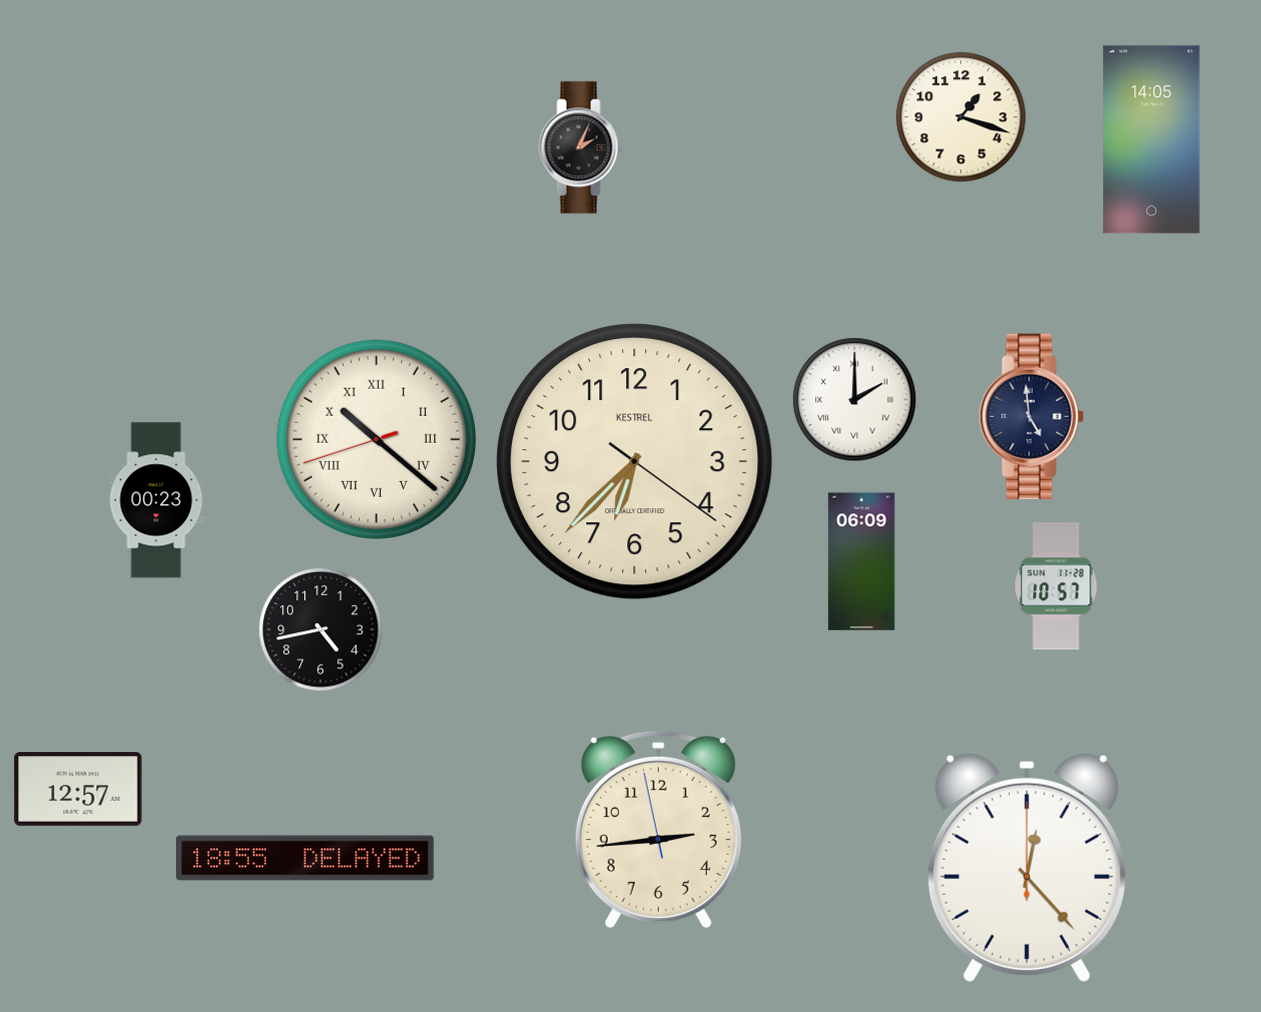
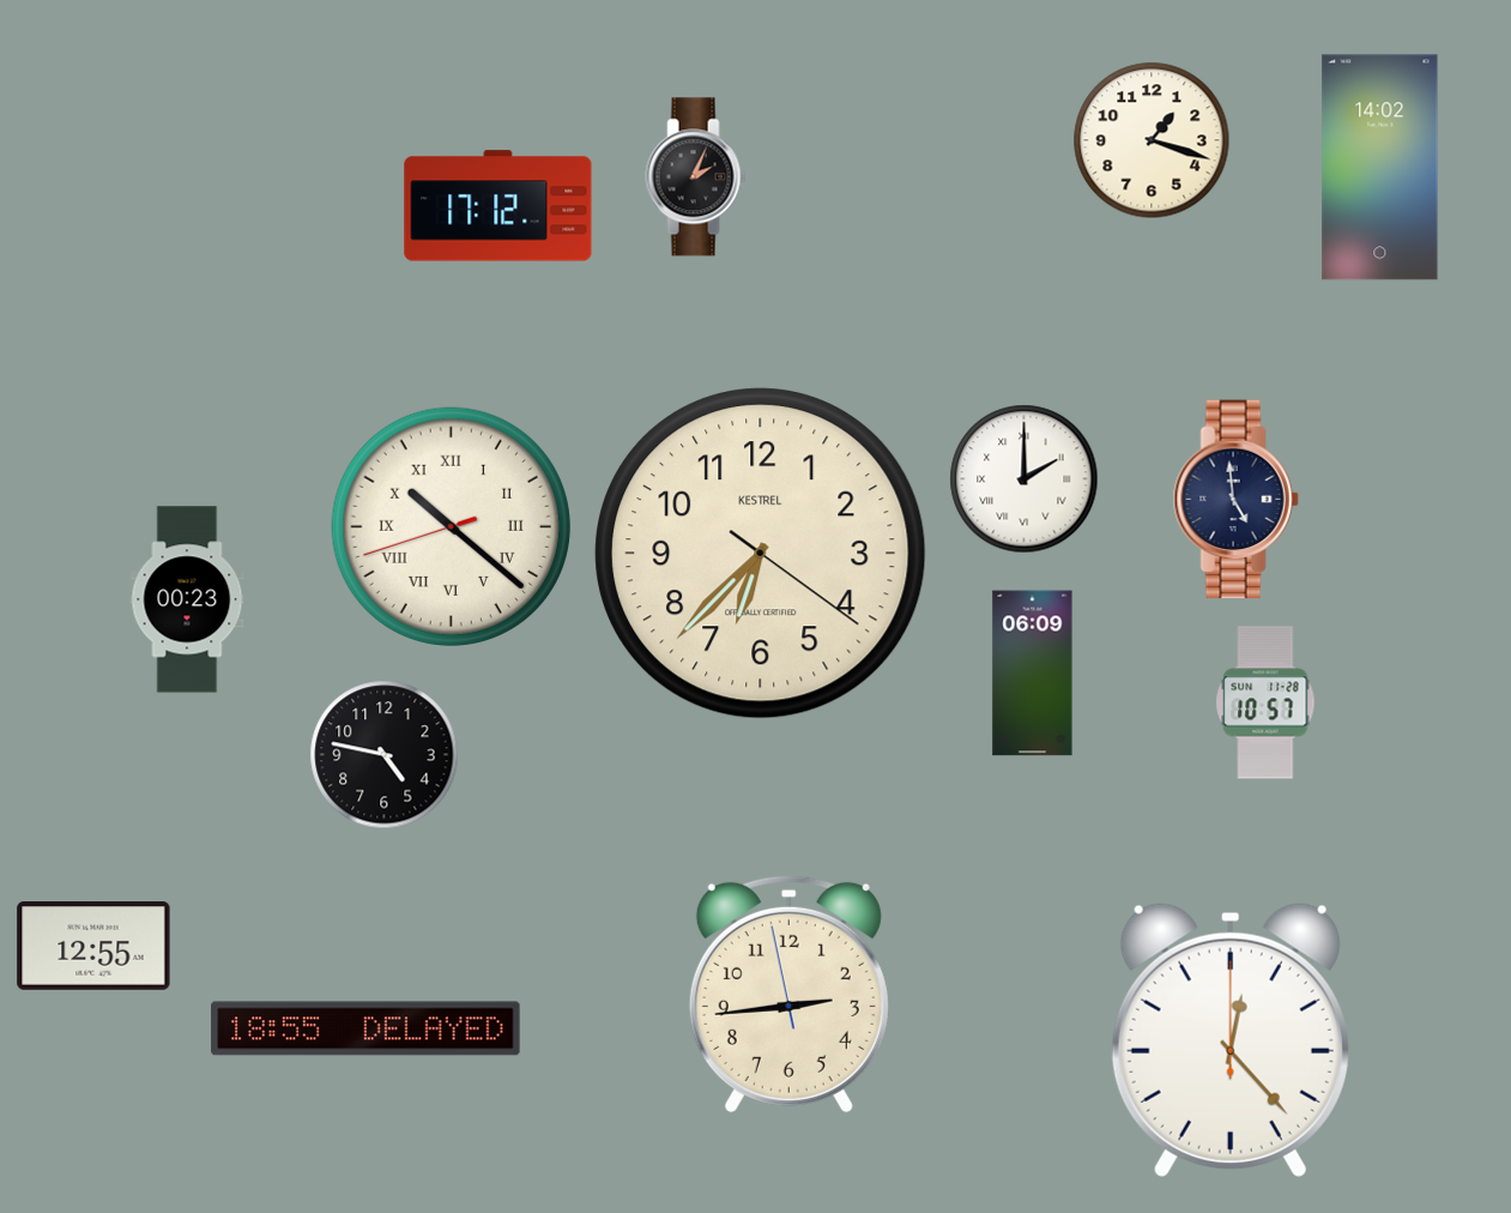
clock at (1152, 140): 14:05 -> 14:02
clock at (498, 206): none -> 17:12
clock at (321, 630): 4:43 -> 4:47
clock at (78, 790): 12:57 -> 12:55
